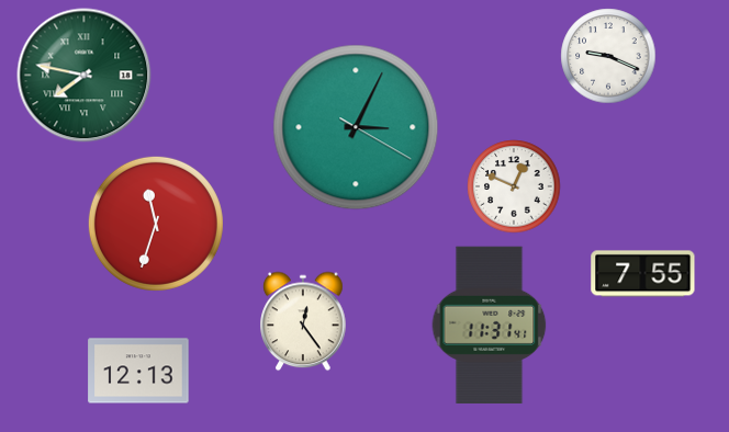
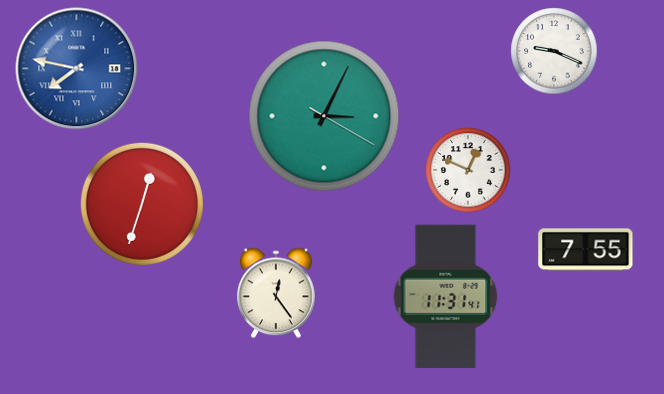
clock at (85, 76) dial: green -> blue
clock at (156, 224): 11:33 -> 12:33
clock at (138, 371): 12:13 -> none
